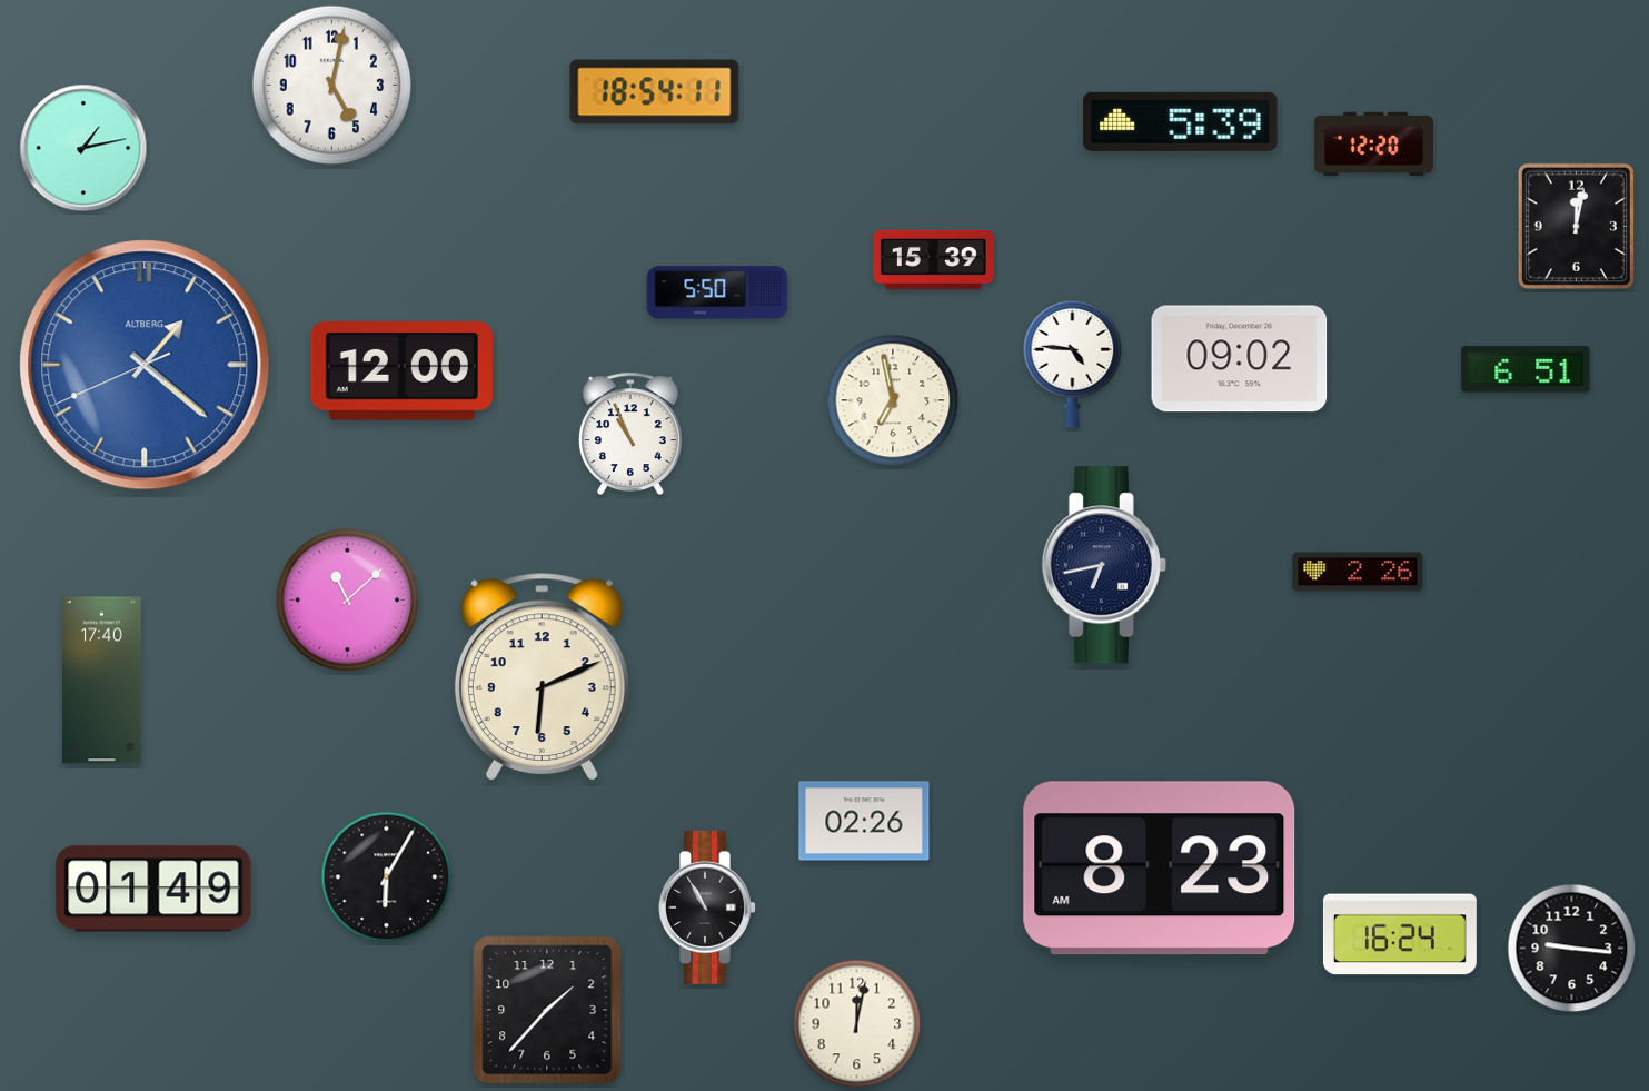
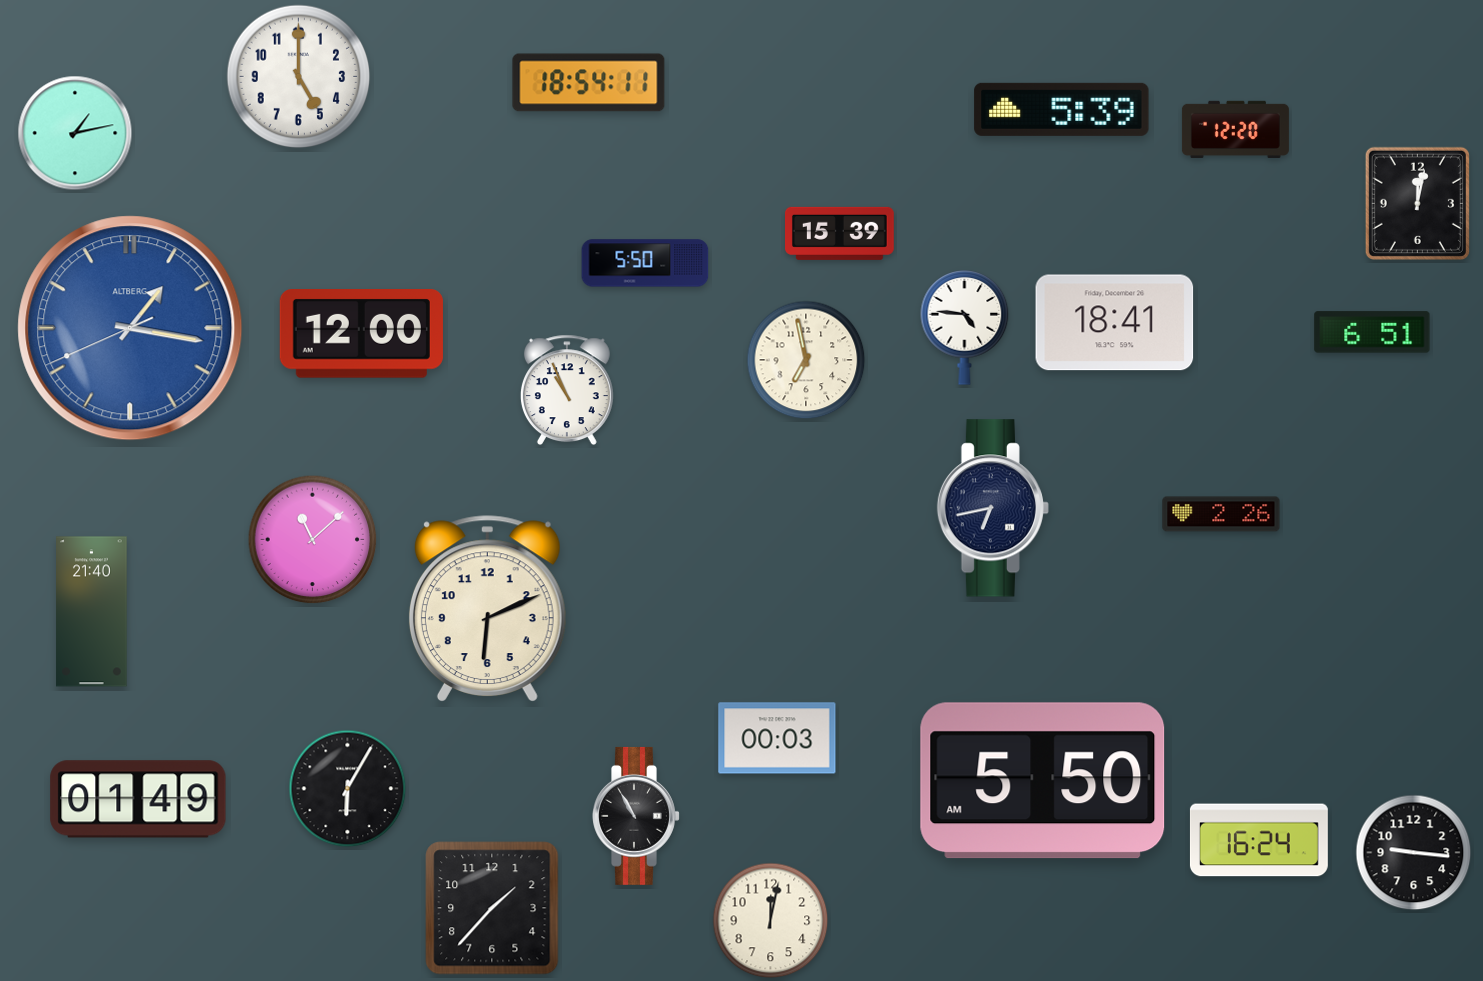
clock at (332, 86): 5:02 -> 5:00
clock at (1240, 359): 09:02 -> 18:41
clock at (145, 365): 1:21 -> 1:16
clock at (893, 400) position: (893, 400) -> (806, 360)
clock at (102, 681): 17:40 -> 21:40
clock at (864, 821): 02:26 -> 00:03
clock at (1160, 869): 8:23 -> 5:50
